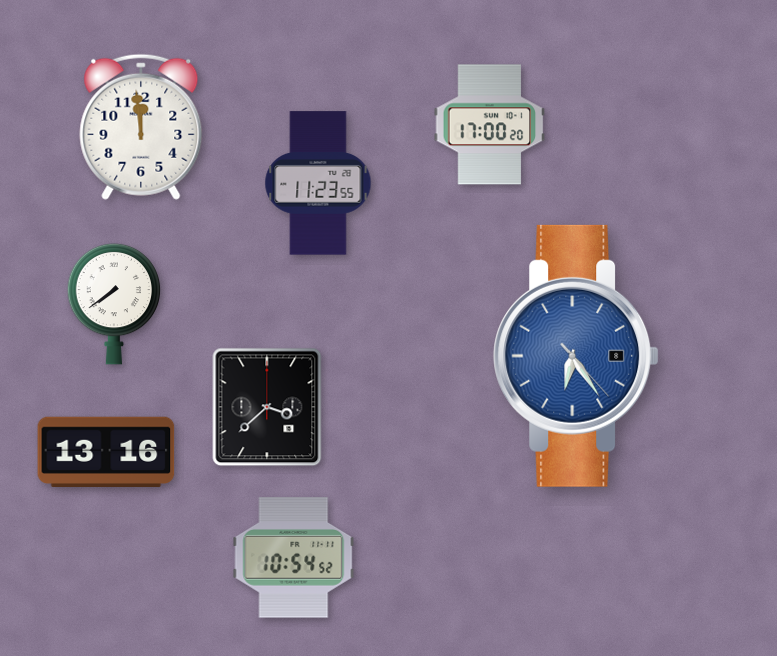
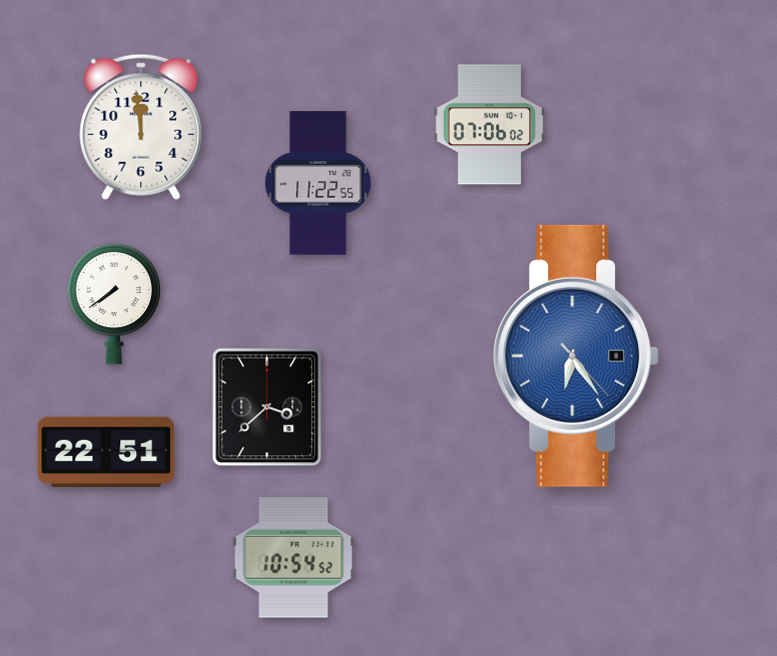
clock at (490, 125): 17:00 -> 07:06
clock at (318, 183): 11:23 -> 11:22
clock at (106, 451): 13:16 -> 22:51
